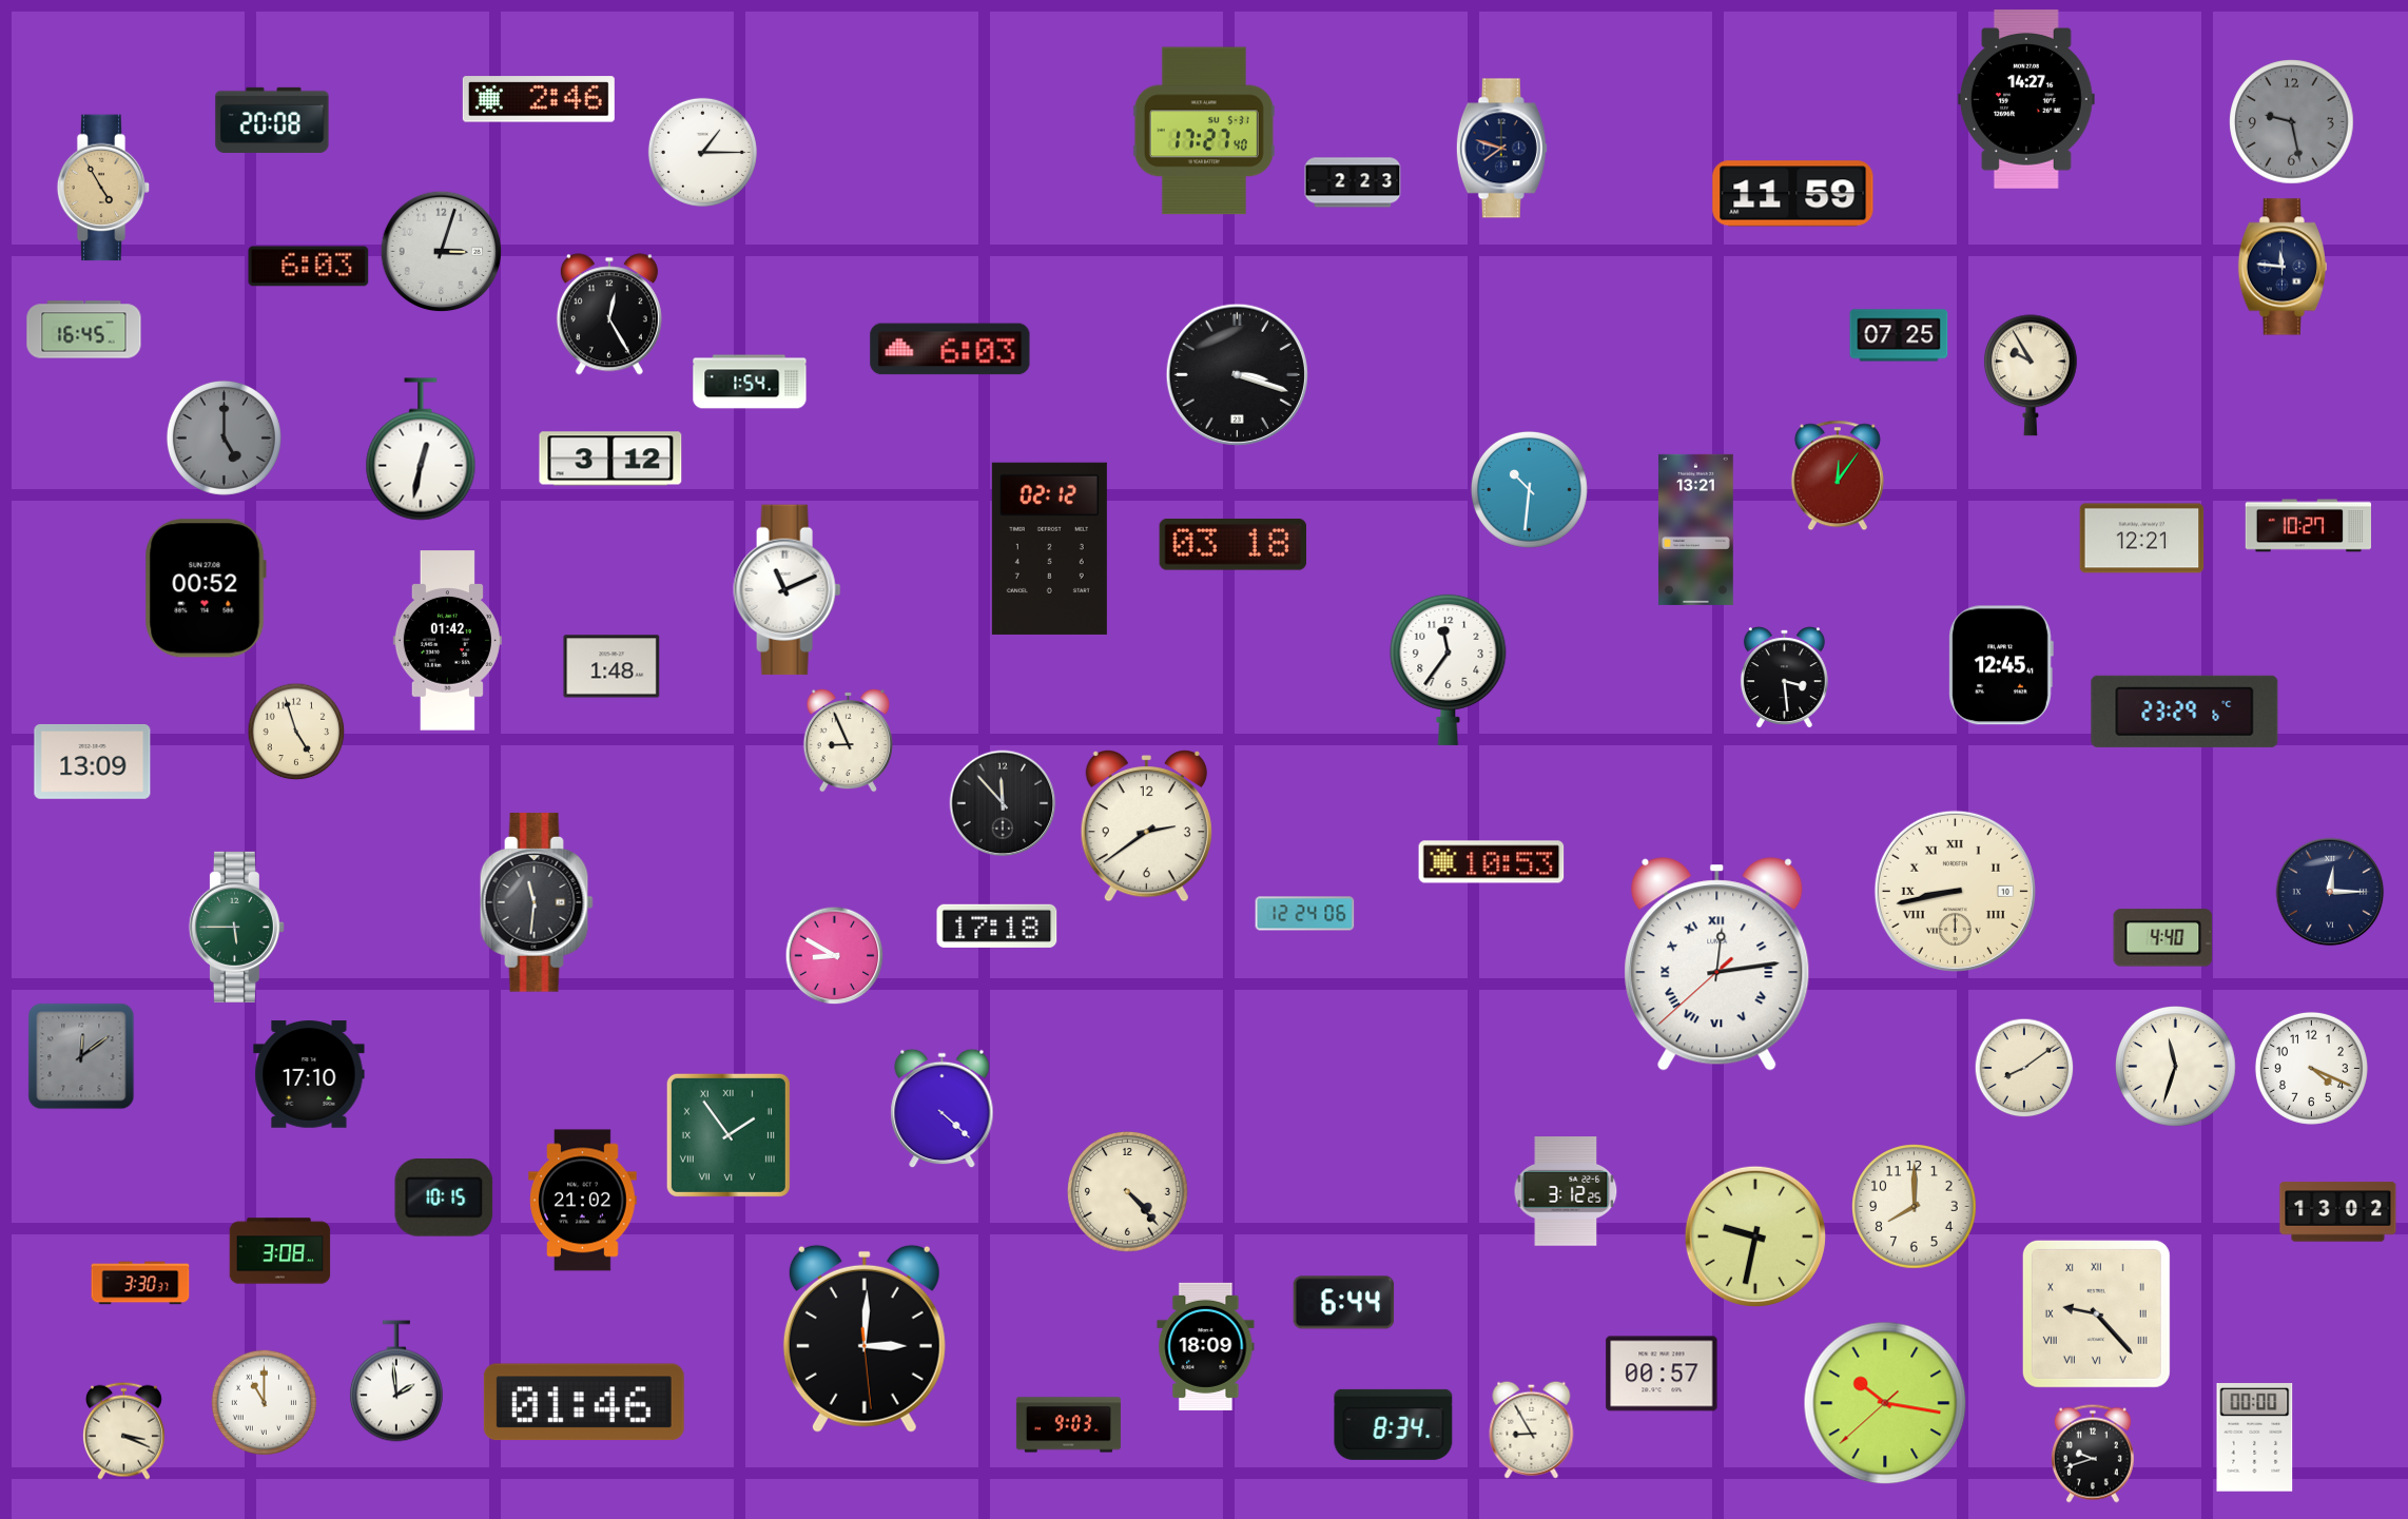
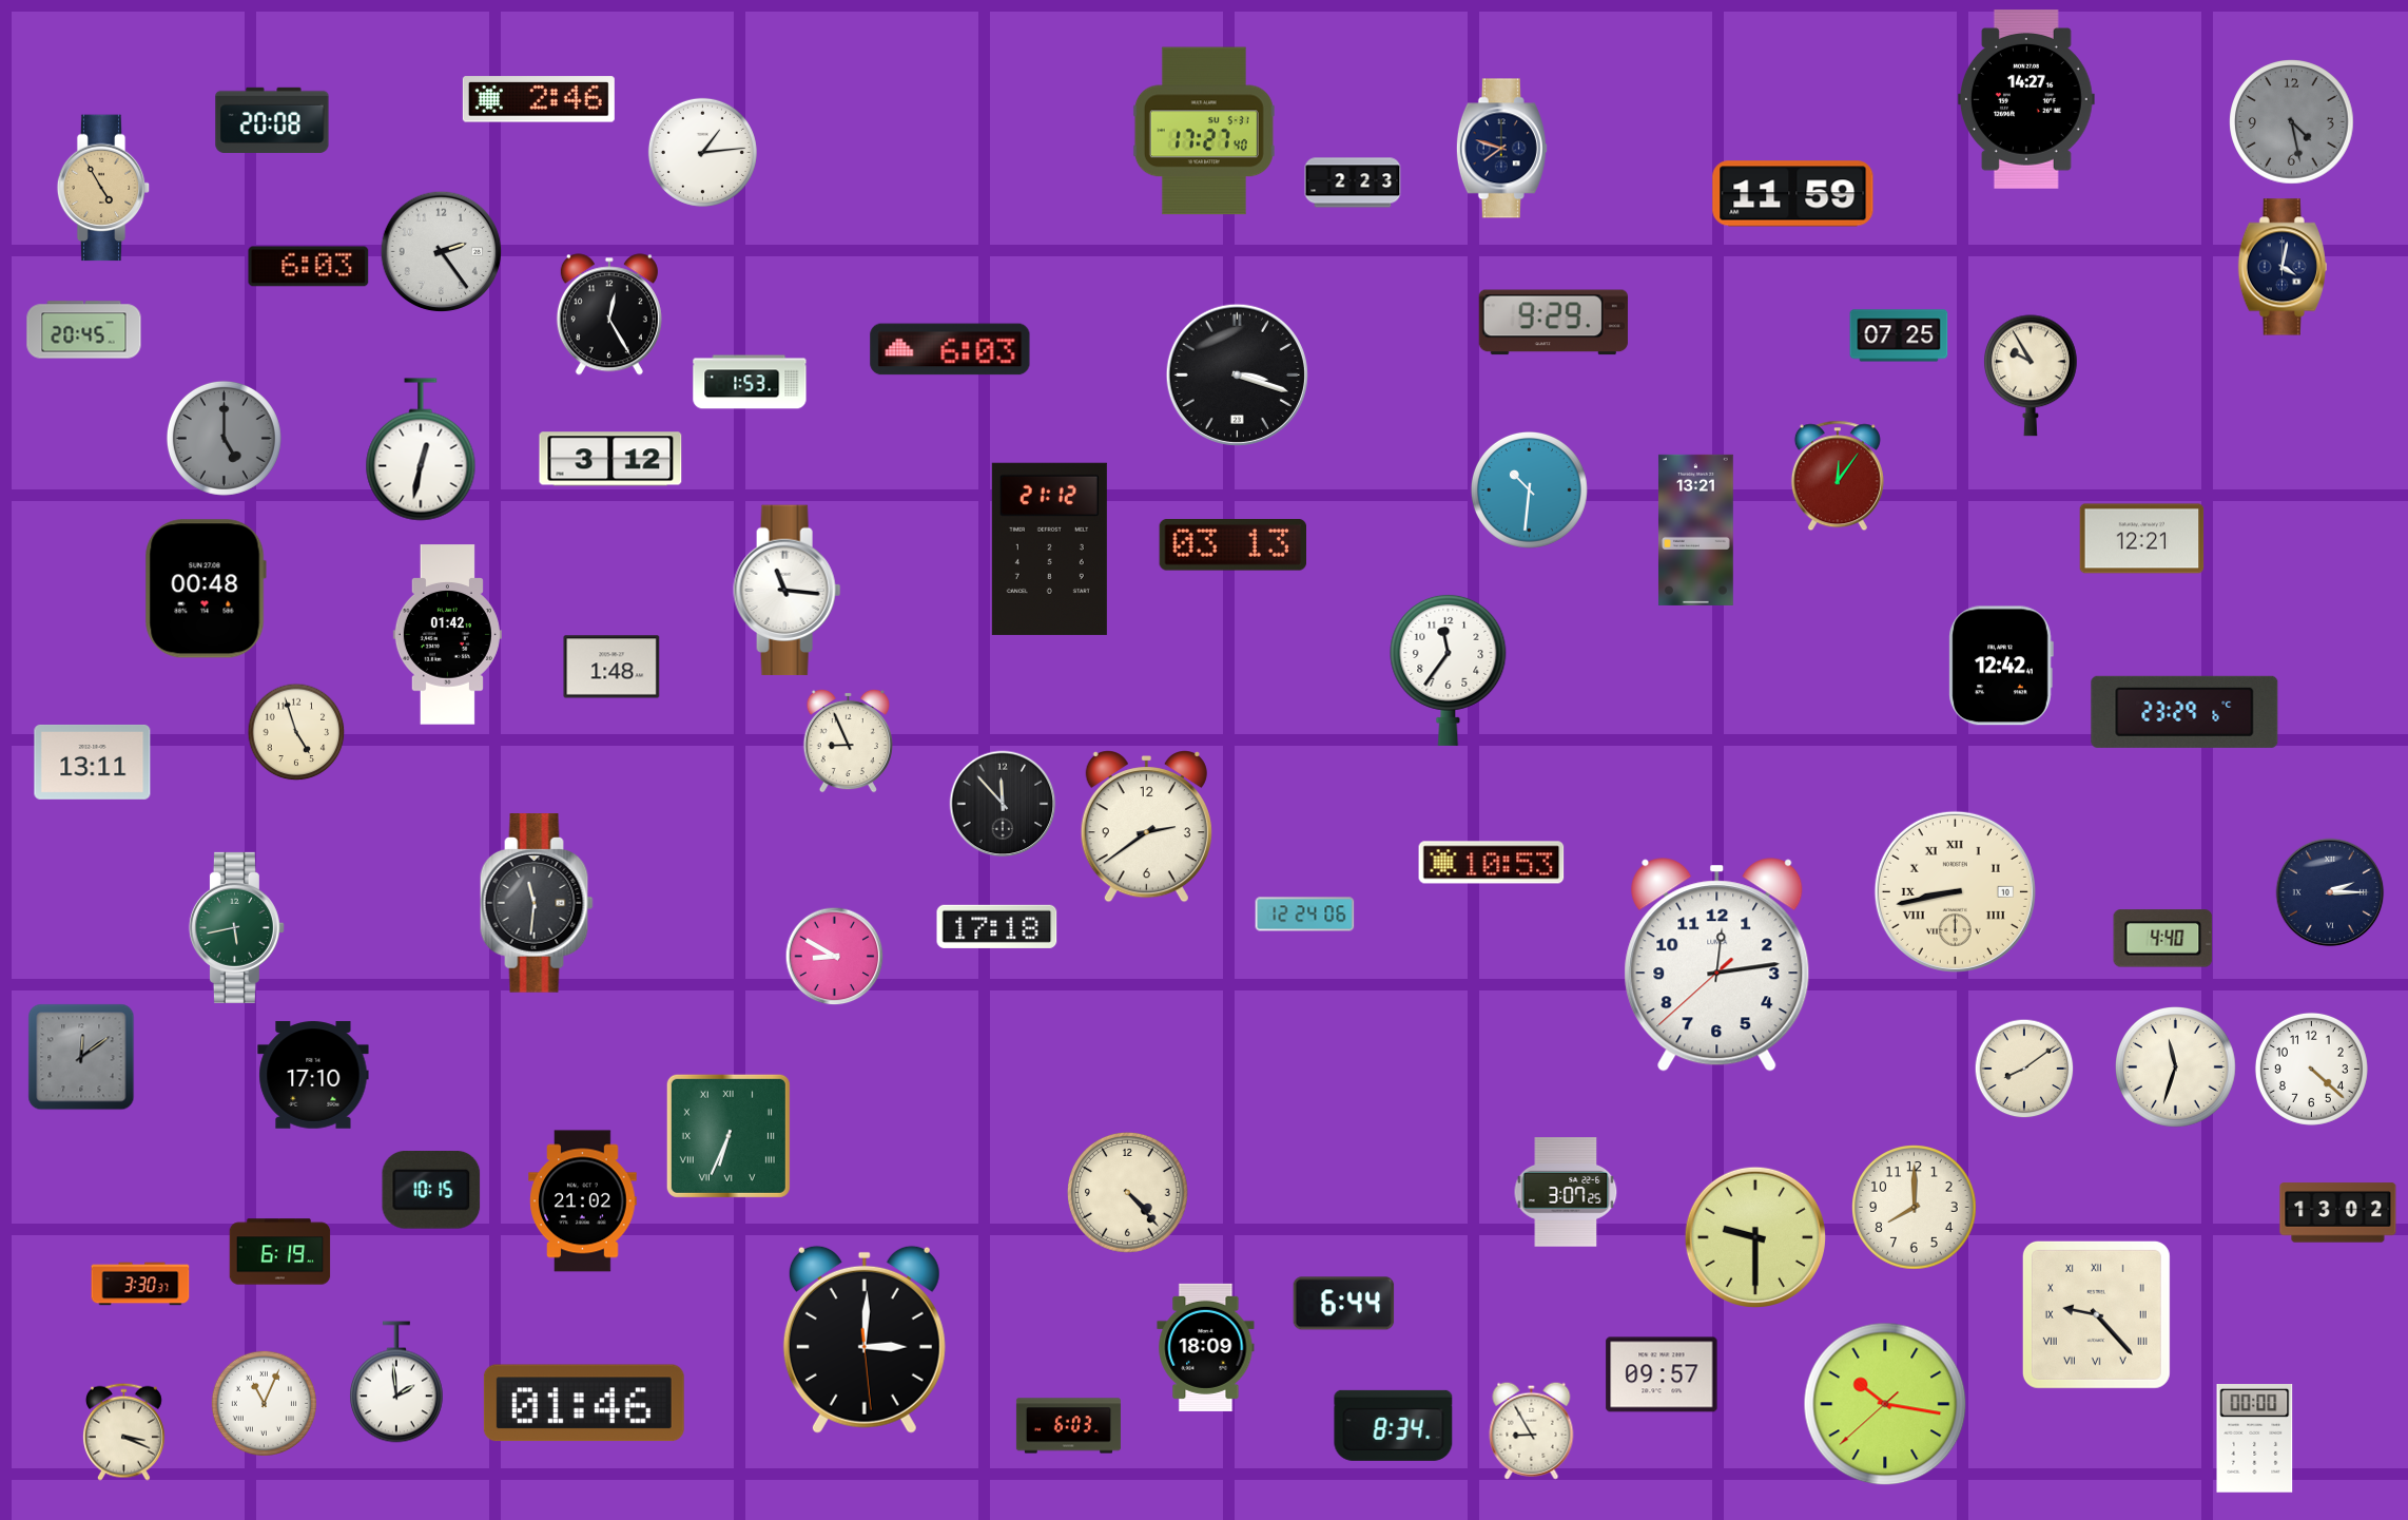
clock at (2292, 122): 9:28 -> 4:28
clock at (702, 152): 1:15 -> 1:14
clock at (442, 252): 3:03 -> 2:24
clock at (2283, 267): 11:46 -> 4:02
clock at (1553, 323): none -> 9:29
clock at (84, 330): 16:45 -> 20:45
clock at (750, 382): 1:54 -> 1:53
clock at (2308, 526): 10:27 -> none
clock at (1232, 545): 03:18 -> 03:13
clock at (1049, 548): 02:12 -> 21:12
clock at (206, 588): 00:52 -> 00:48
clock at (788, 590): 11:11 -> 11:16
clock at (447, 641) position: (447, 641) -> (447, 635)
clock at (2001, 665): 12:45 -> 12:42
clock at (1784, 678): 3:29 -> none
clock at (93, 761): 13:09 -> 13:11
clock at (2330, 892): 12:15 -> 2:15
clock at (236, 927): 5:45 -> 5:43
clock at (1717, 965) numerals: Roman -> Arabic
clock at (2311, 1068): 4:19 -> 4:22
clock at (309, 1074) position: (309, 1074) -> (313, 1075)
clock at (943, 1109): 4:22 -> none
clock at (729, 1135): 1:54 -> 6:34
clock at (1566, 1191): 3:12 -> 3:07
clock at (444, 1199) position: (444, 1199) -> (431, 1191)
clock at (1755, 1236): 9:32 -> 9:30
clock at (280, 1251): 3:08 -> 6:19
clock at (1662, 1374): 00:57 -> 09:57
clock at (264, 1402): 11:00 -> 11:04
clock at (1068, 1425): 9:03 -> 6:03
clock at (2093, 1454): 9:42 -> none
